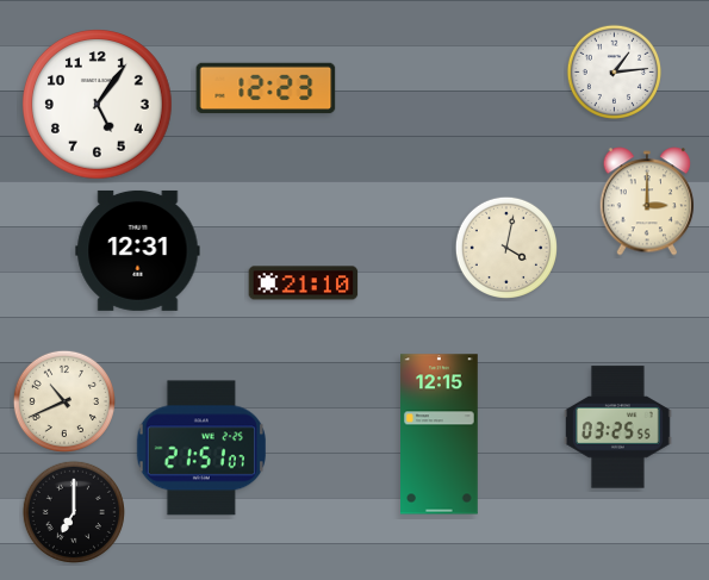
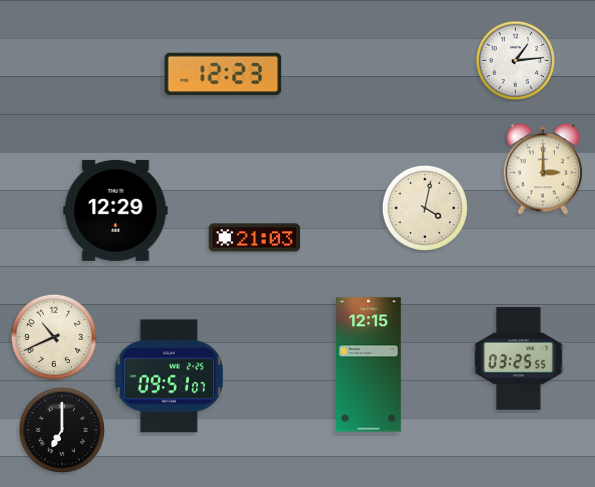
clock at (98, 105): 5:06 -> none
clock at (138, 250): 12:31 -> 12:29
clock at (304, 283): 21:10 -> 21:03
clock at (201, 448): 21:51 -> 09:51
